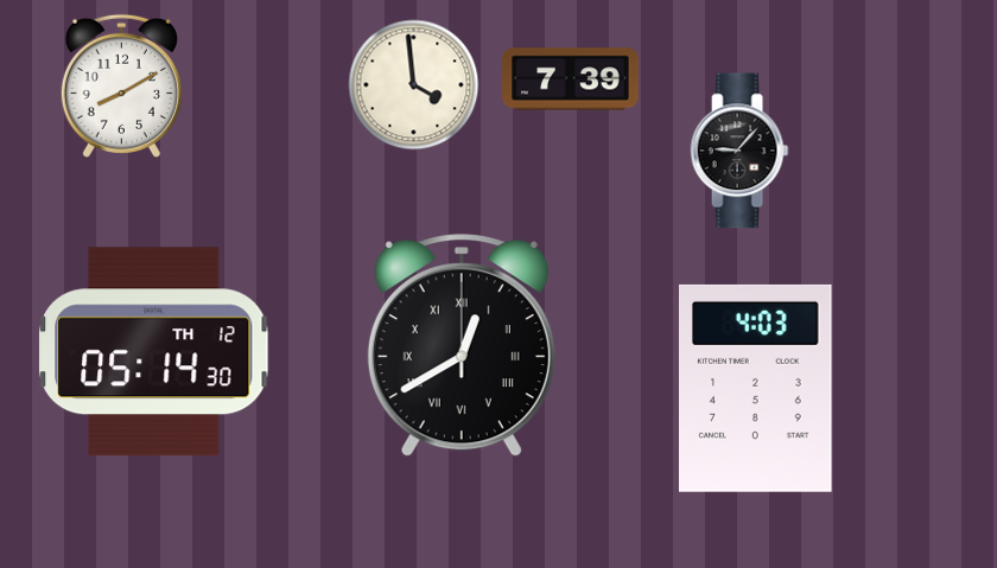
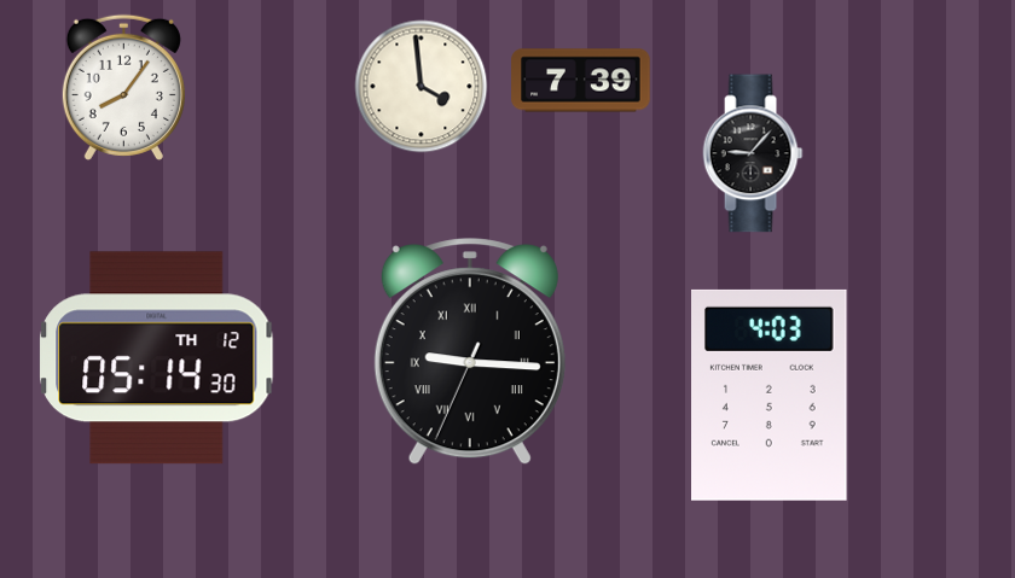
clock at (121, 85): 8:10 -> 8:06
clock at (462, 346): 12:40 -> 9:15
